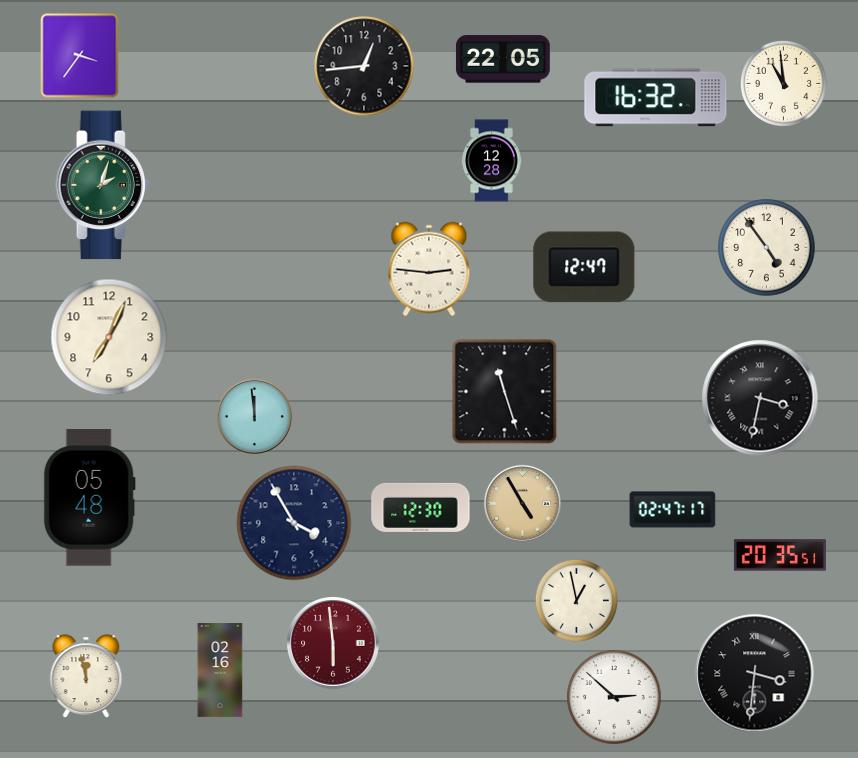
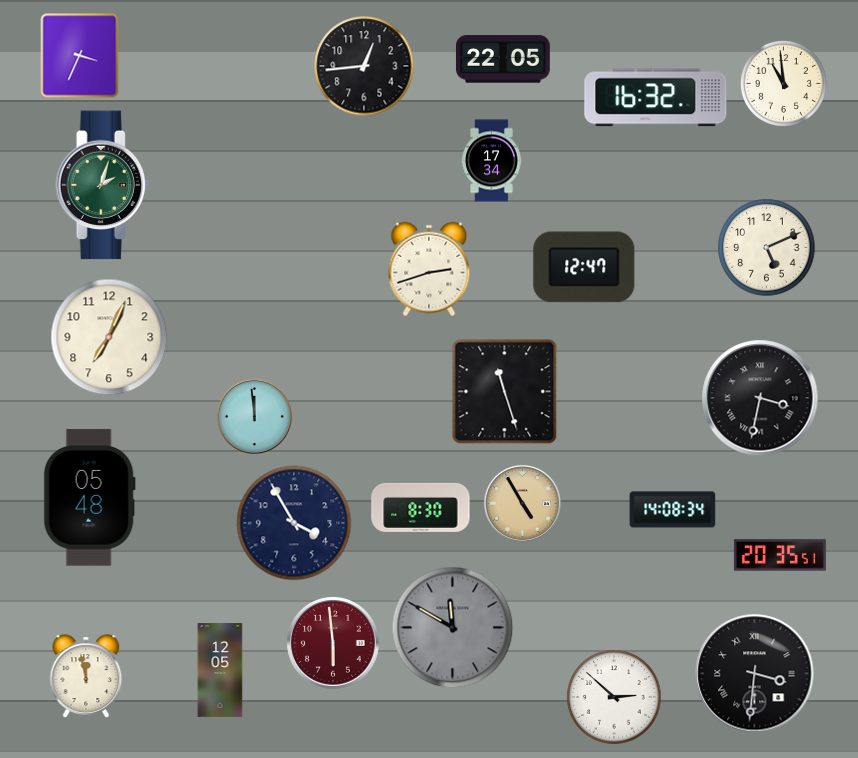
clock at (80, 56): 3:36 -> 3:34
clock at (492, 161): 12:28 -> 17:34
clock at (767, 248): 4:54 -> 5:11
clock at (429, 269): 2:46 -> 2:42
clock at (421, 507): 12:30 -> 8:30
clock at (673, 510): 02:47 -> 14:08
clock at (576, 600): 12:58 -> none
clock at (453, 628): none -> 11:50
clock at (220, 670): 02:16 -> 12:05
